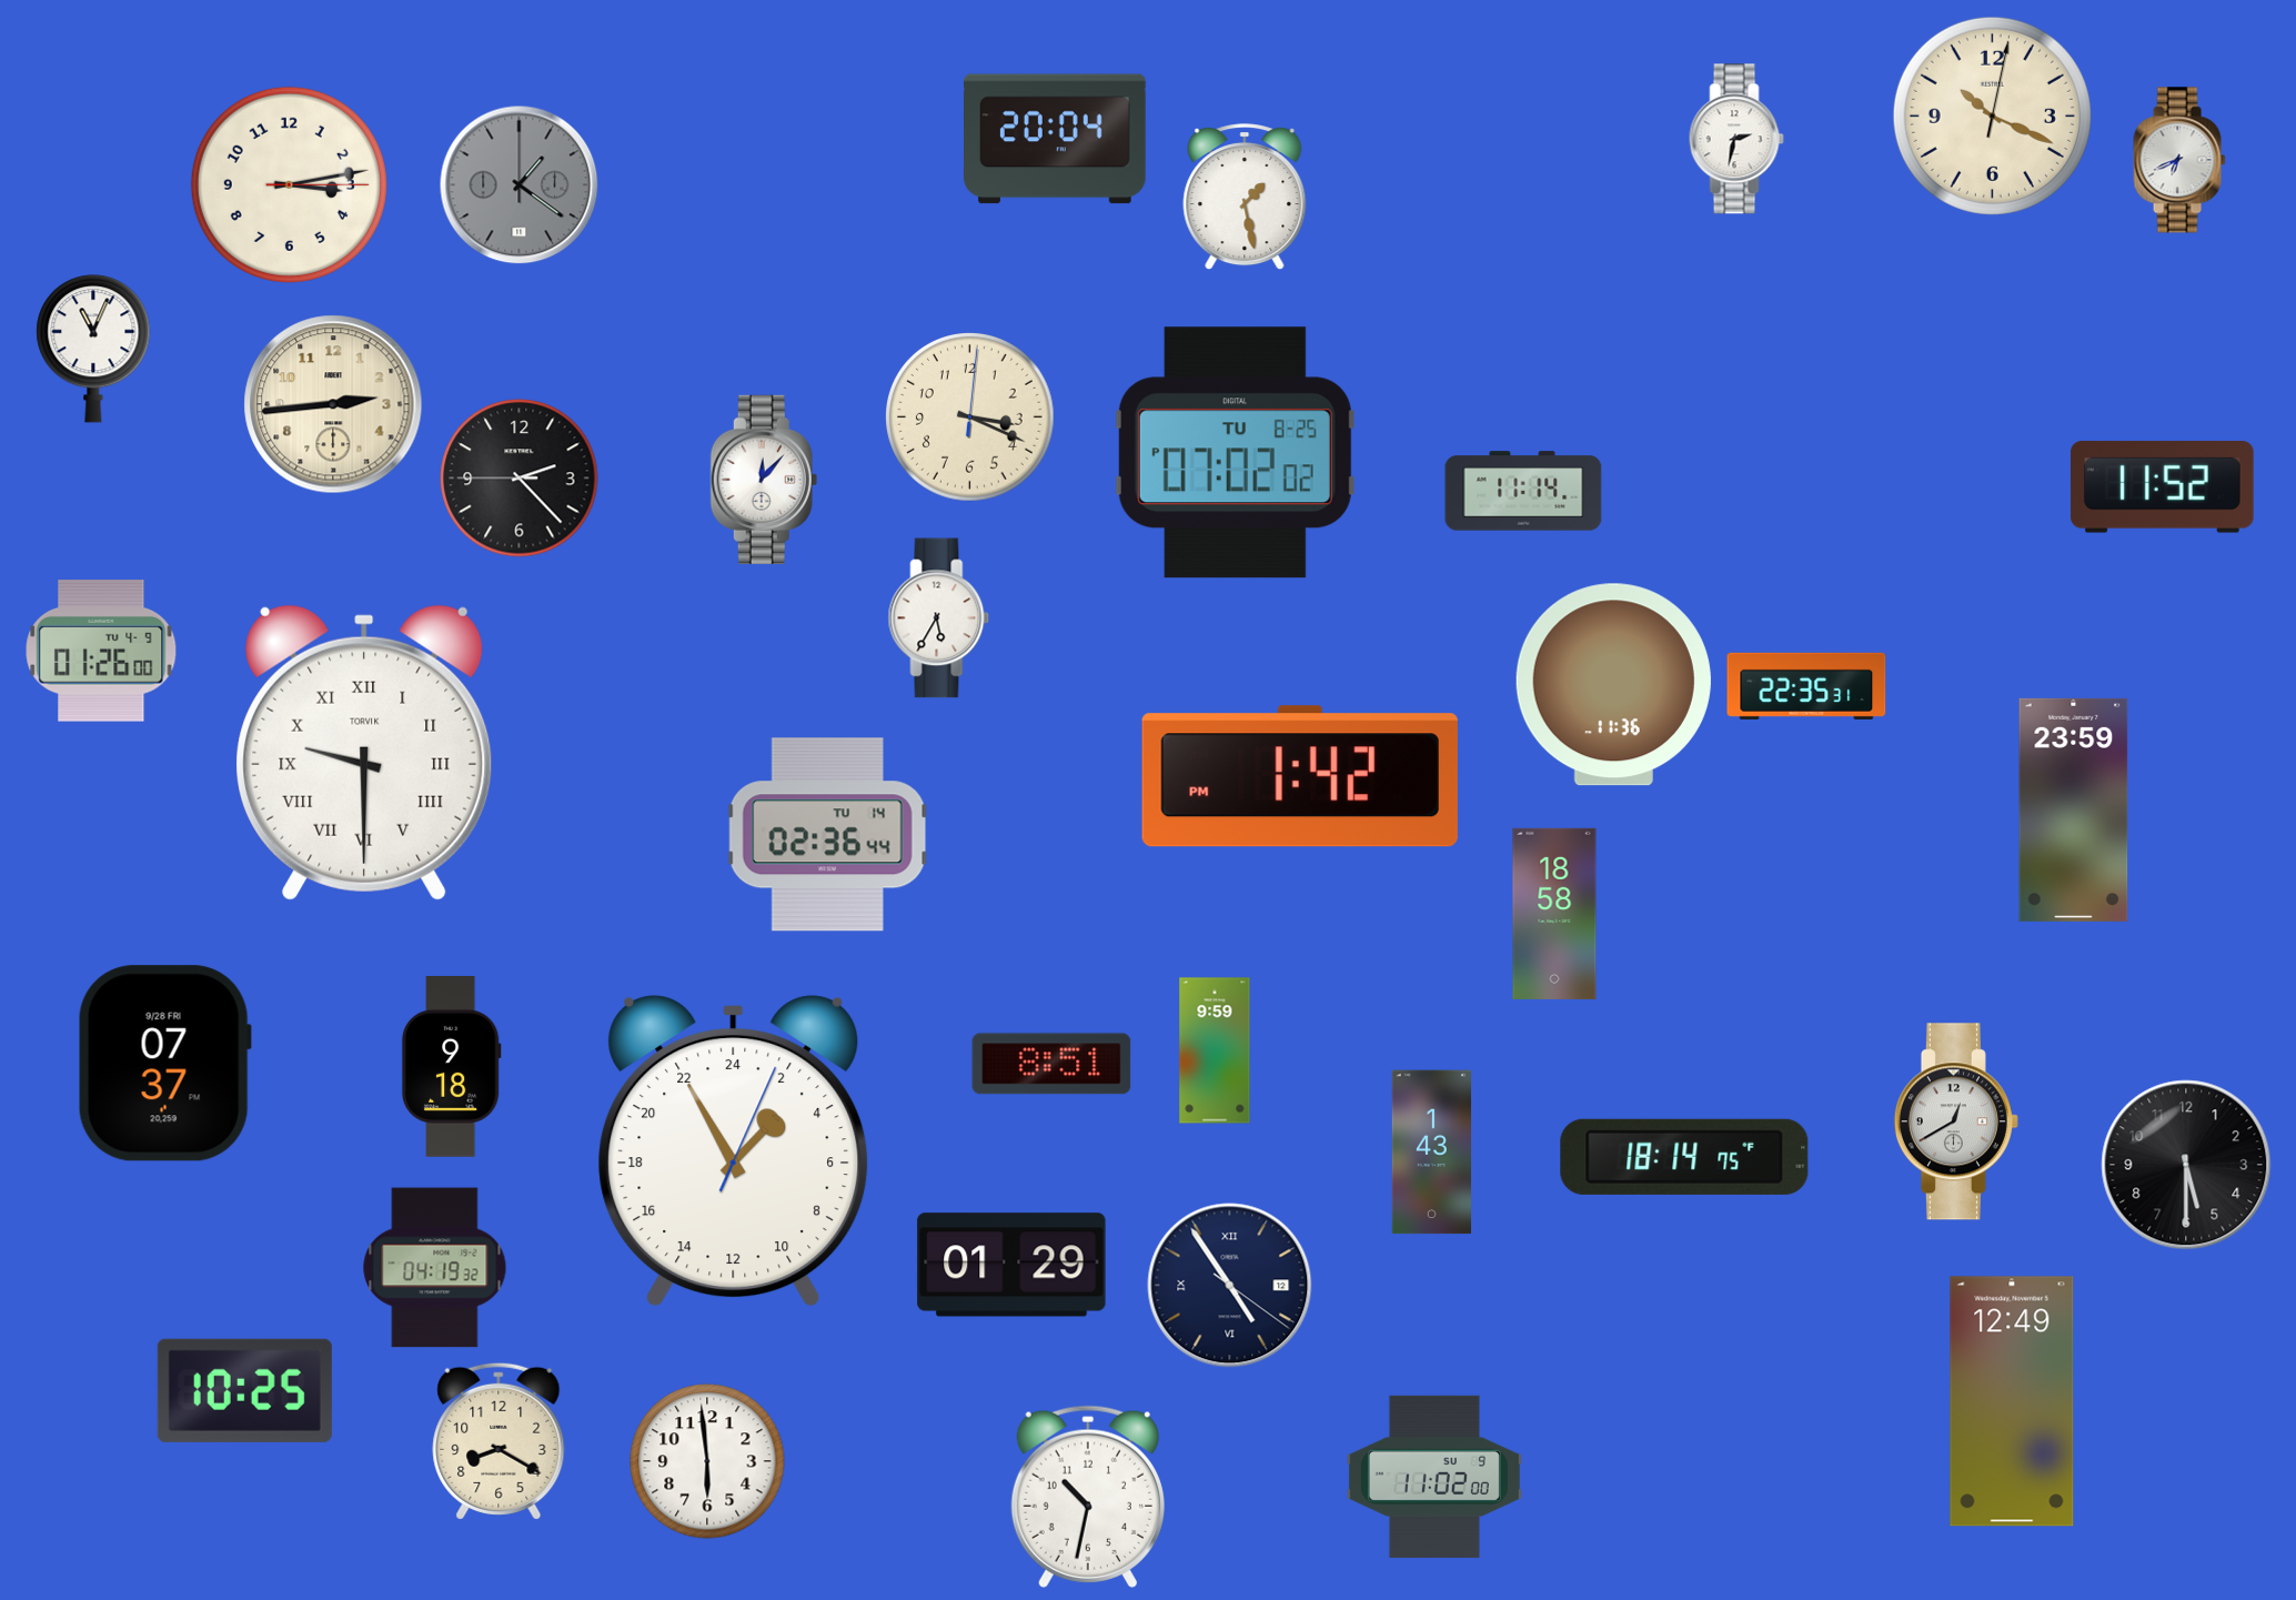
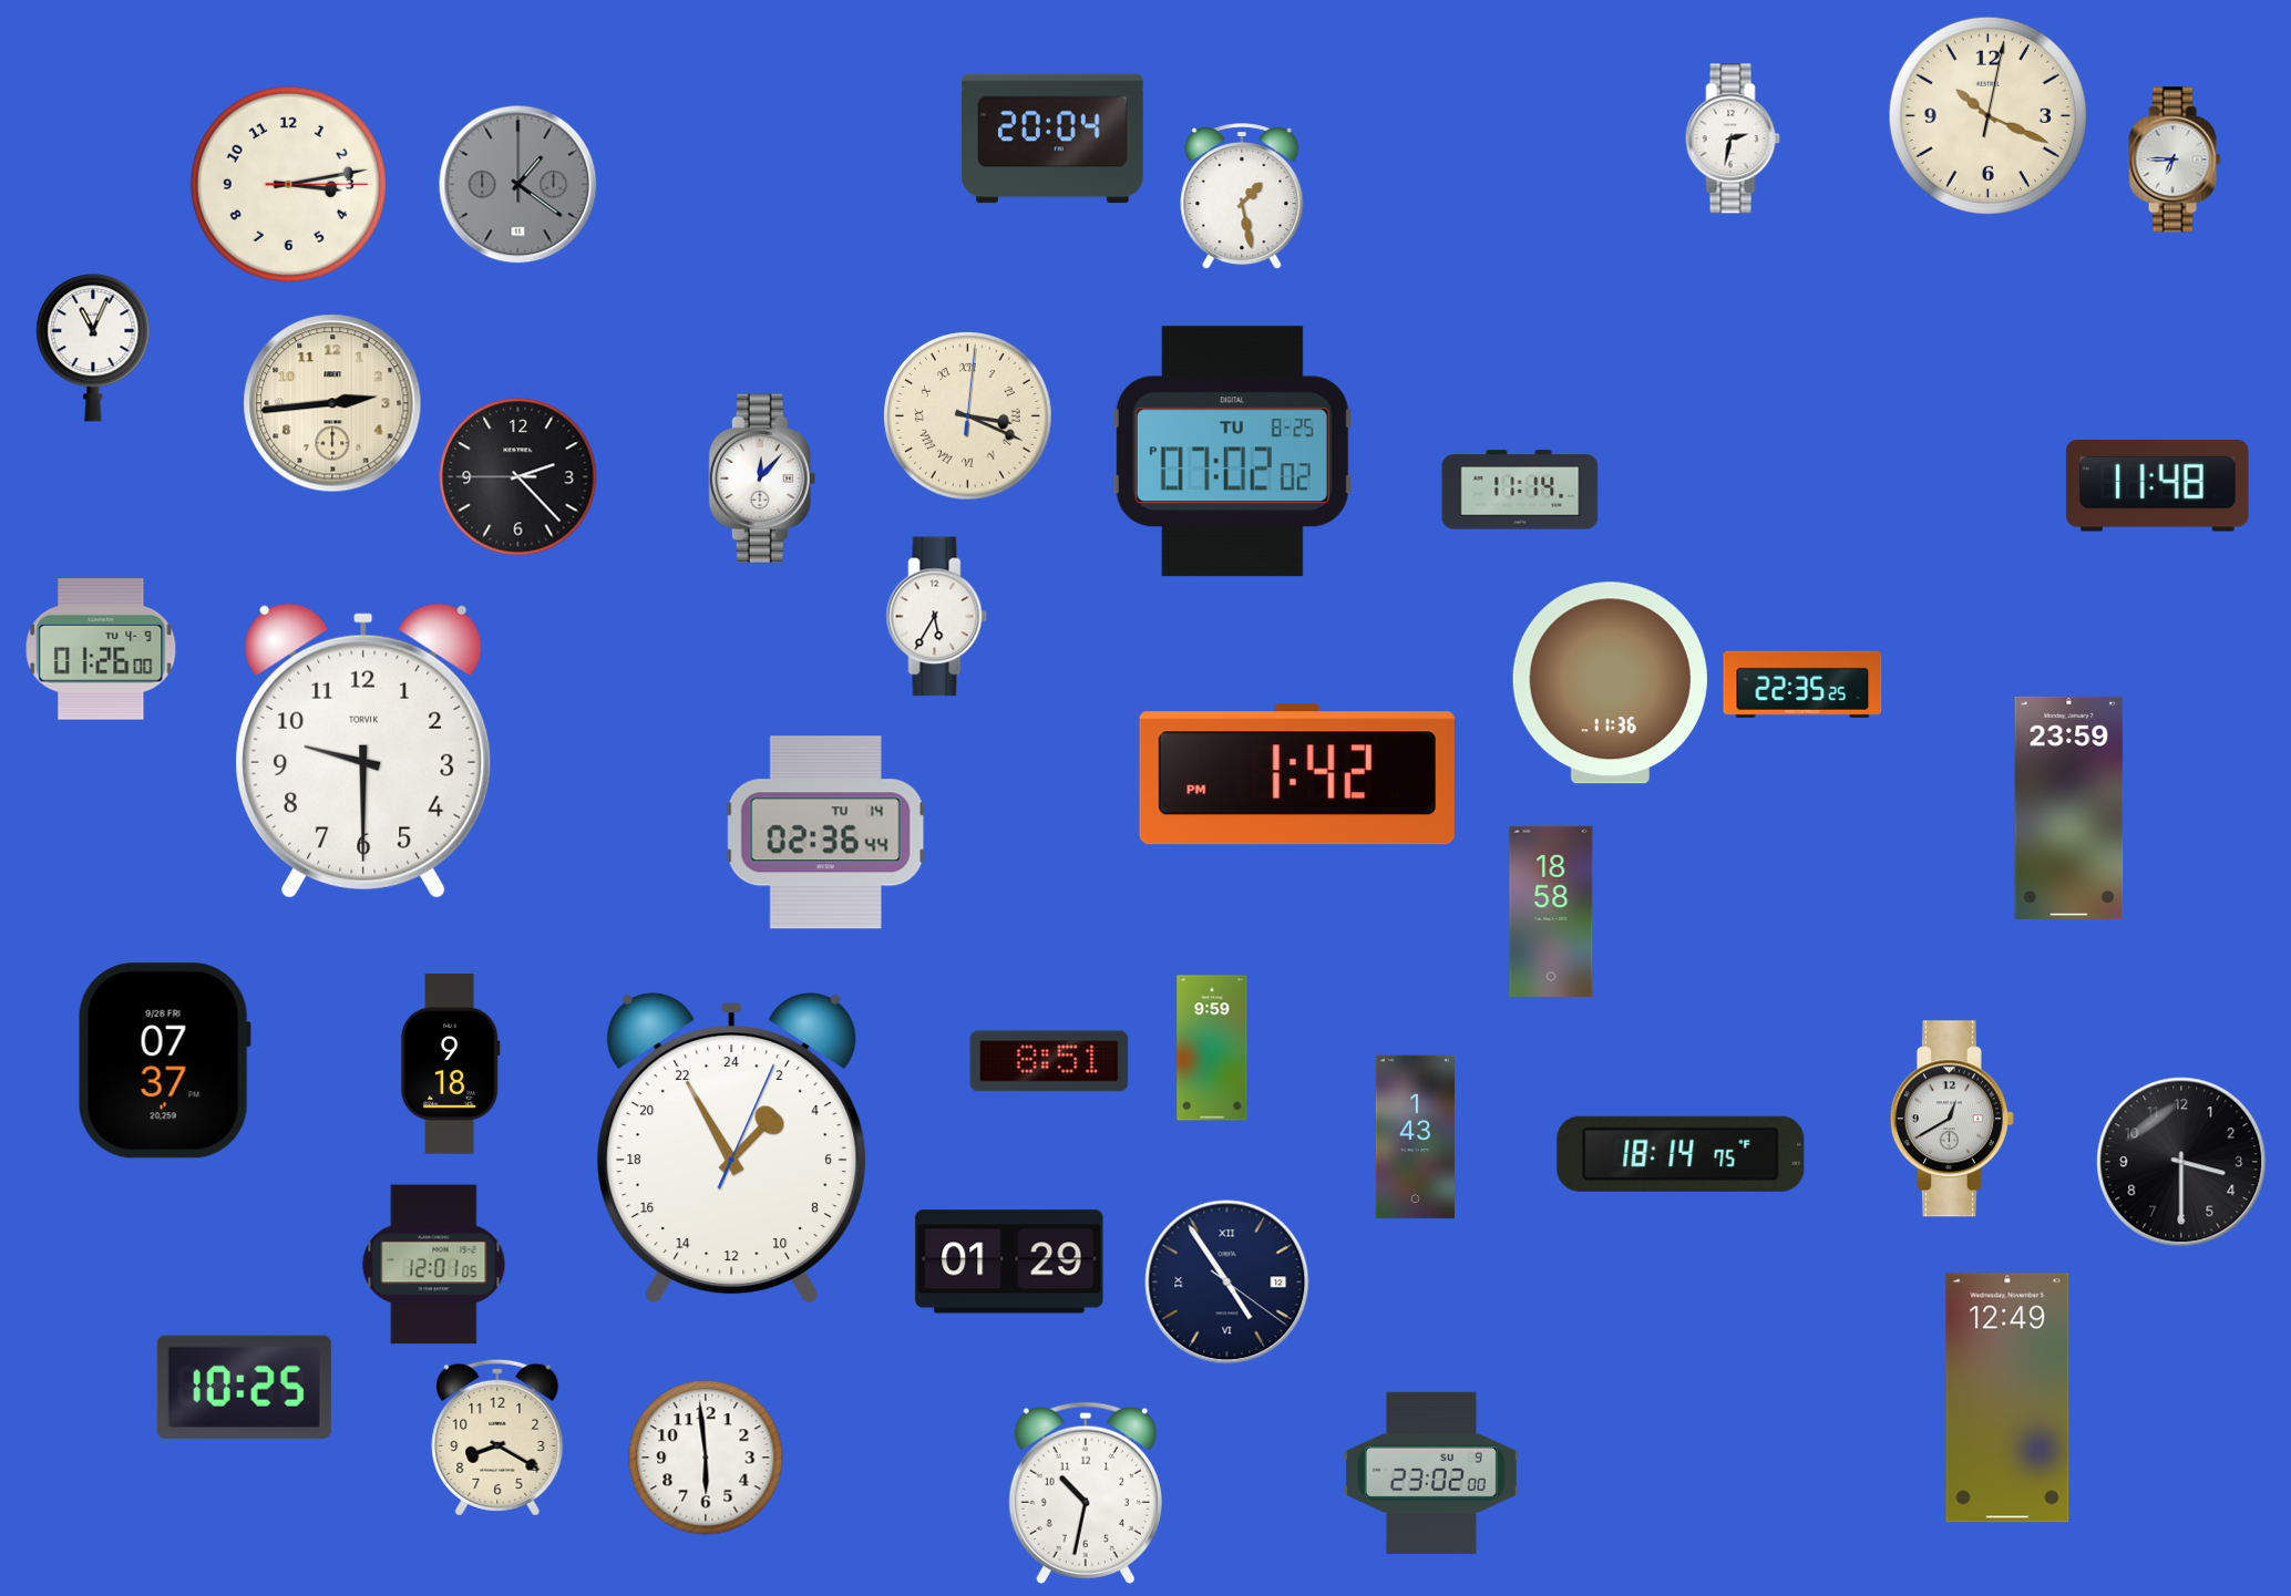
clock at (2179, 160): 6:41 -> 6:45
clock at (970, 417) numerals: Arabic -> Roman
clock at (2162, 487): 11:52 -> 11:48
clock at (1806, 686): 22:35:31 -> 22:35:25
clock at (364, 753) numerals: Roman -> Arabic
clock at (1431, 1153) position: (1431, 1153) -> (1415, 1137)
clock at (2186, 1165): 5:30 -> 3:30
clock at (435, 1268): 04:19 -> 12:01
clock at (1434, 1477): 11:02 -> 23:02
